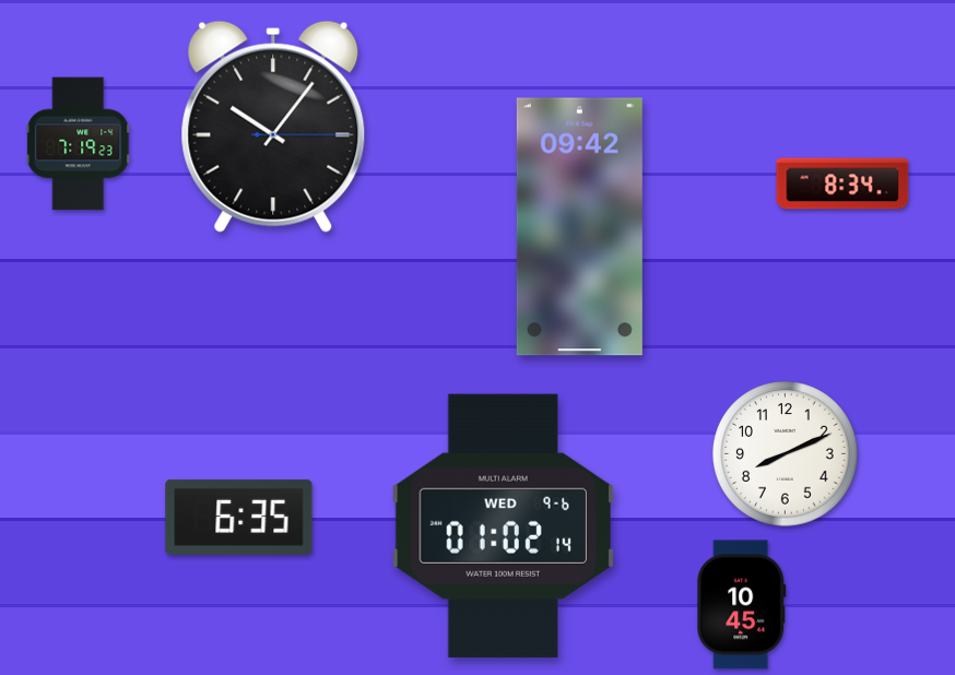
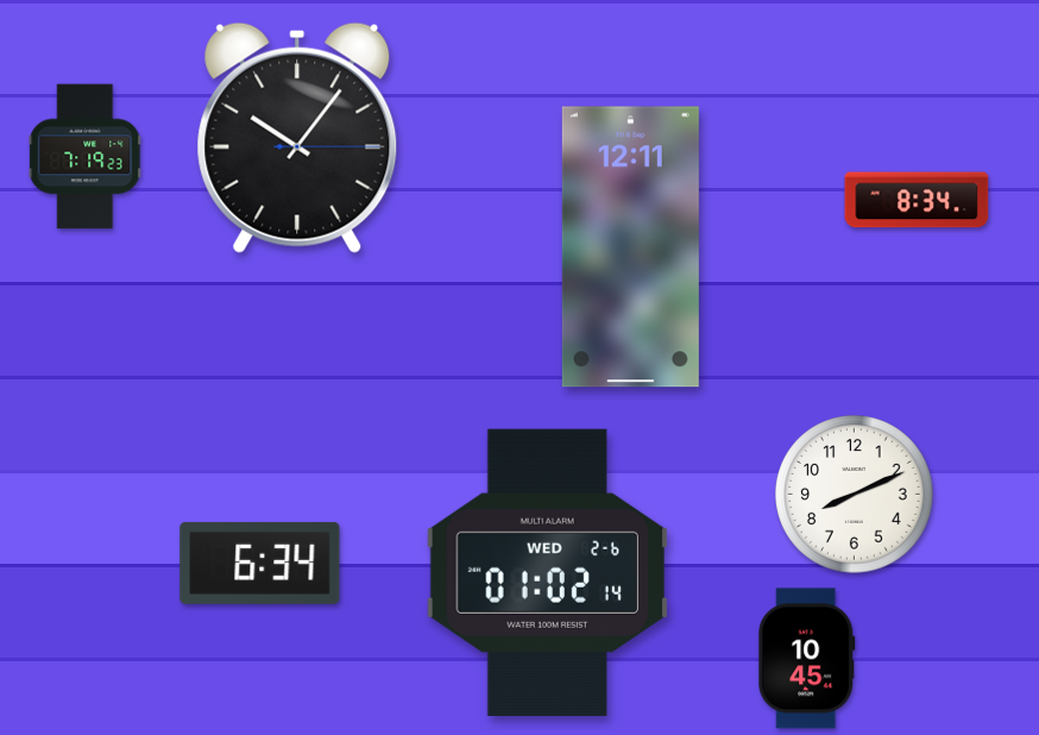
clock at (579, 227): 09:42 -> 12:11
clock at (239, 517): 6:35 -> 6:34
clock at (503, 525) date: WED 9-6 -> WED 2-6
